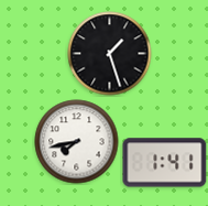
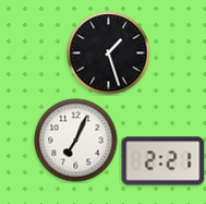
clock at (77, 142): 7:43 -> 7:04
clock at (165, 163): 1:41 -> 2:21
